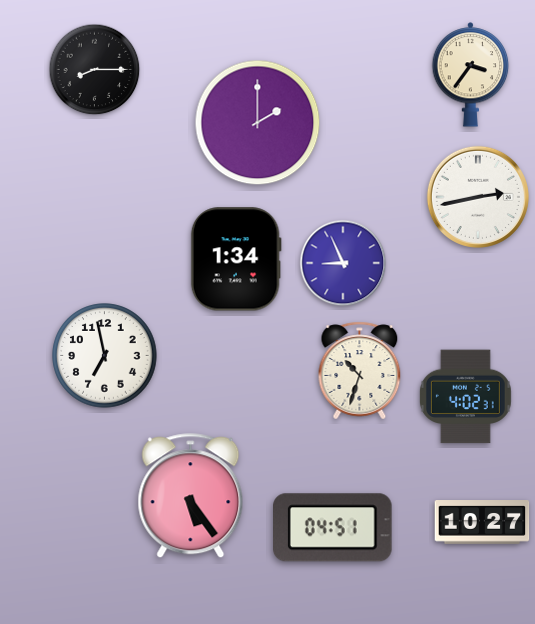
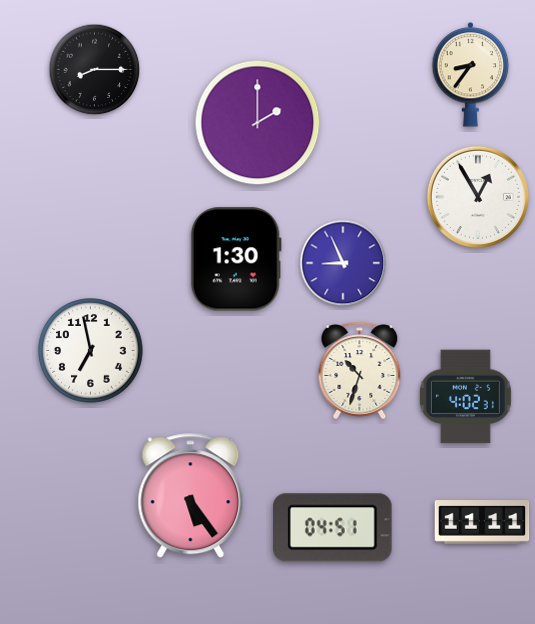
clock at (471, 75): 3:36 -> 8:36
clock at (478, 197): 2:43 -> 12:55
clock at (236, 259): 1:34 -> 1:30
clock at (105, 356) position: (105, 356) -> (91, 351)
clock at (482, 522): 10:27 -> 11:11
